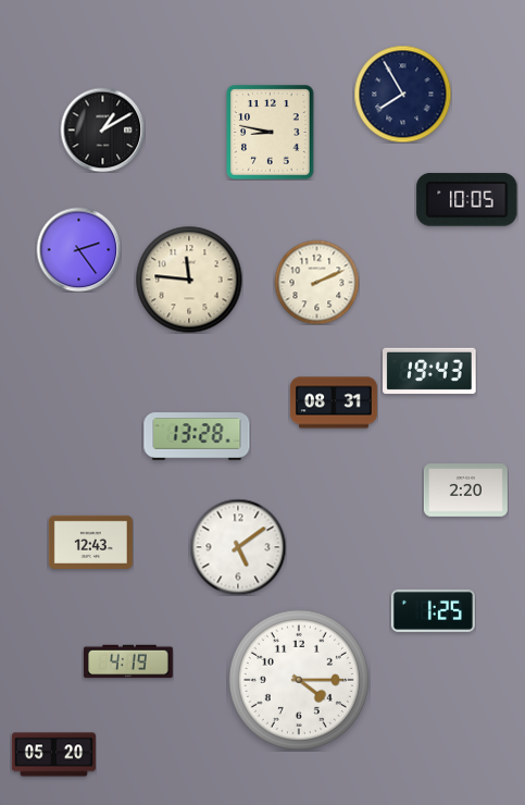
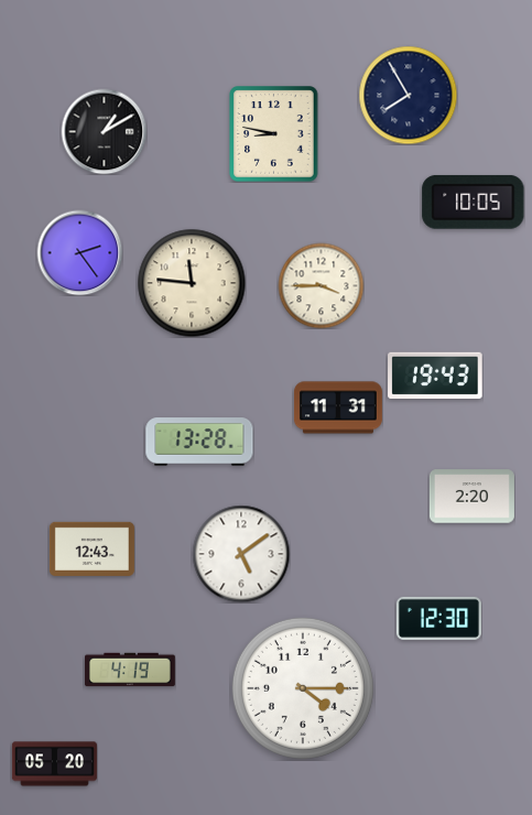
clock at (316, 282): 2:11 -> 3:45
clock at (334, 403): 08:31 -> 11:31
clock at (433, 610): 1:25 -> 12:30
